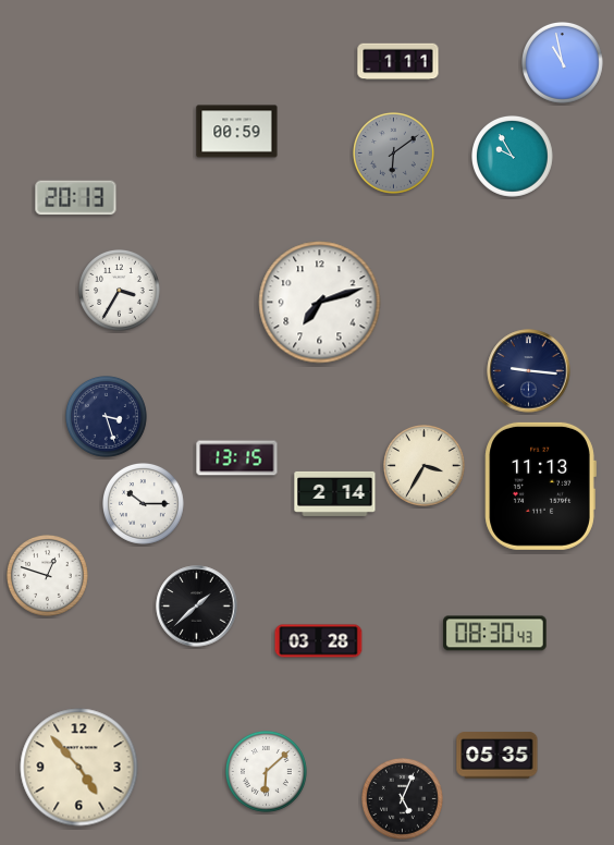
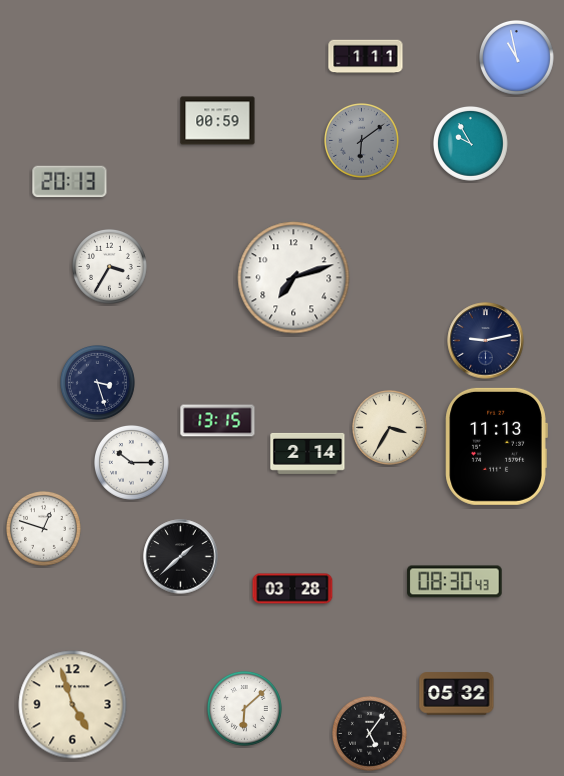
clock at (529, 371): 9:16 -> 9:13
clock at (498, 756): 05:35 -> 05:32
clock at (79, 768): 4:53 -> 4:57
clock at (403, 799): 5:04 -> 5:06
